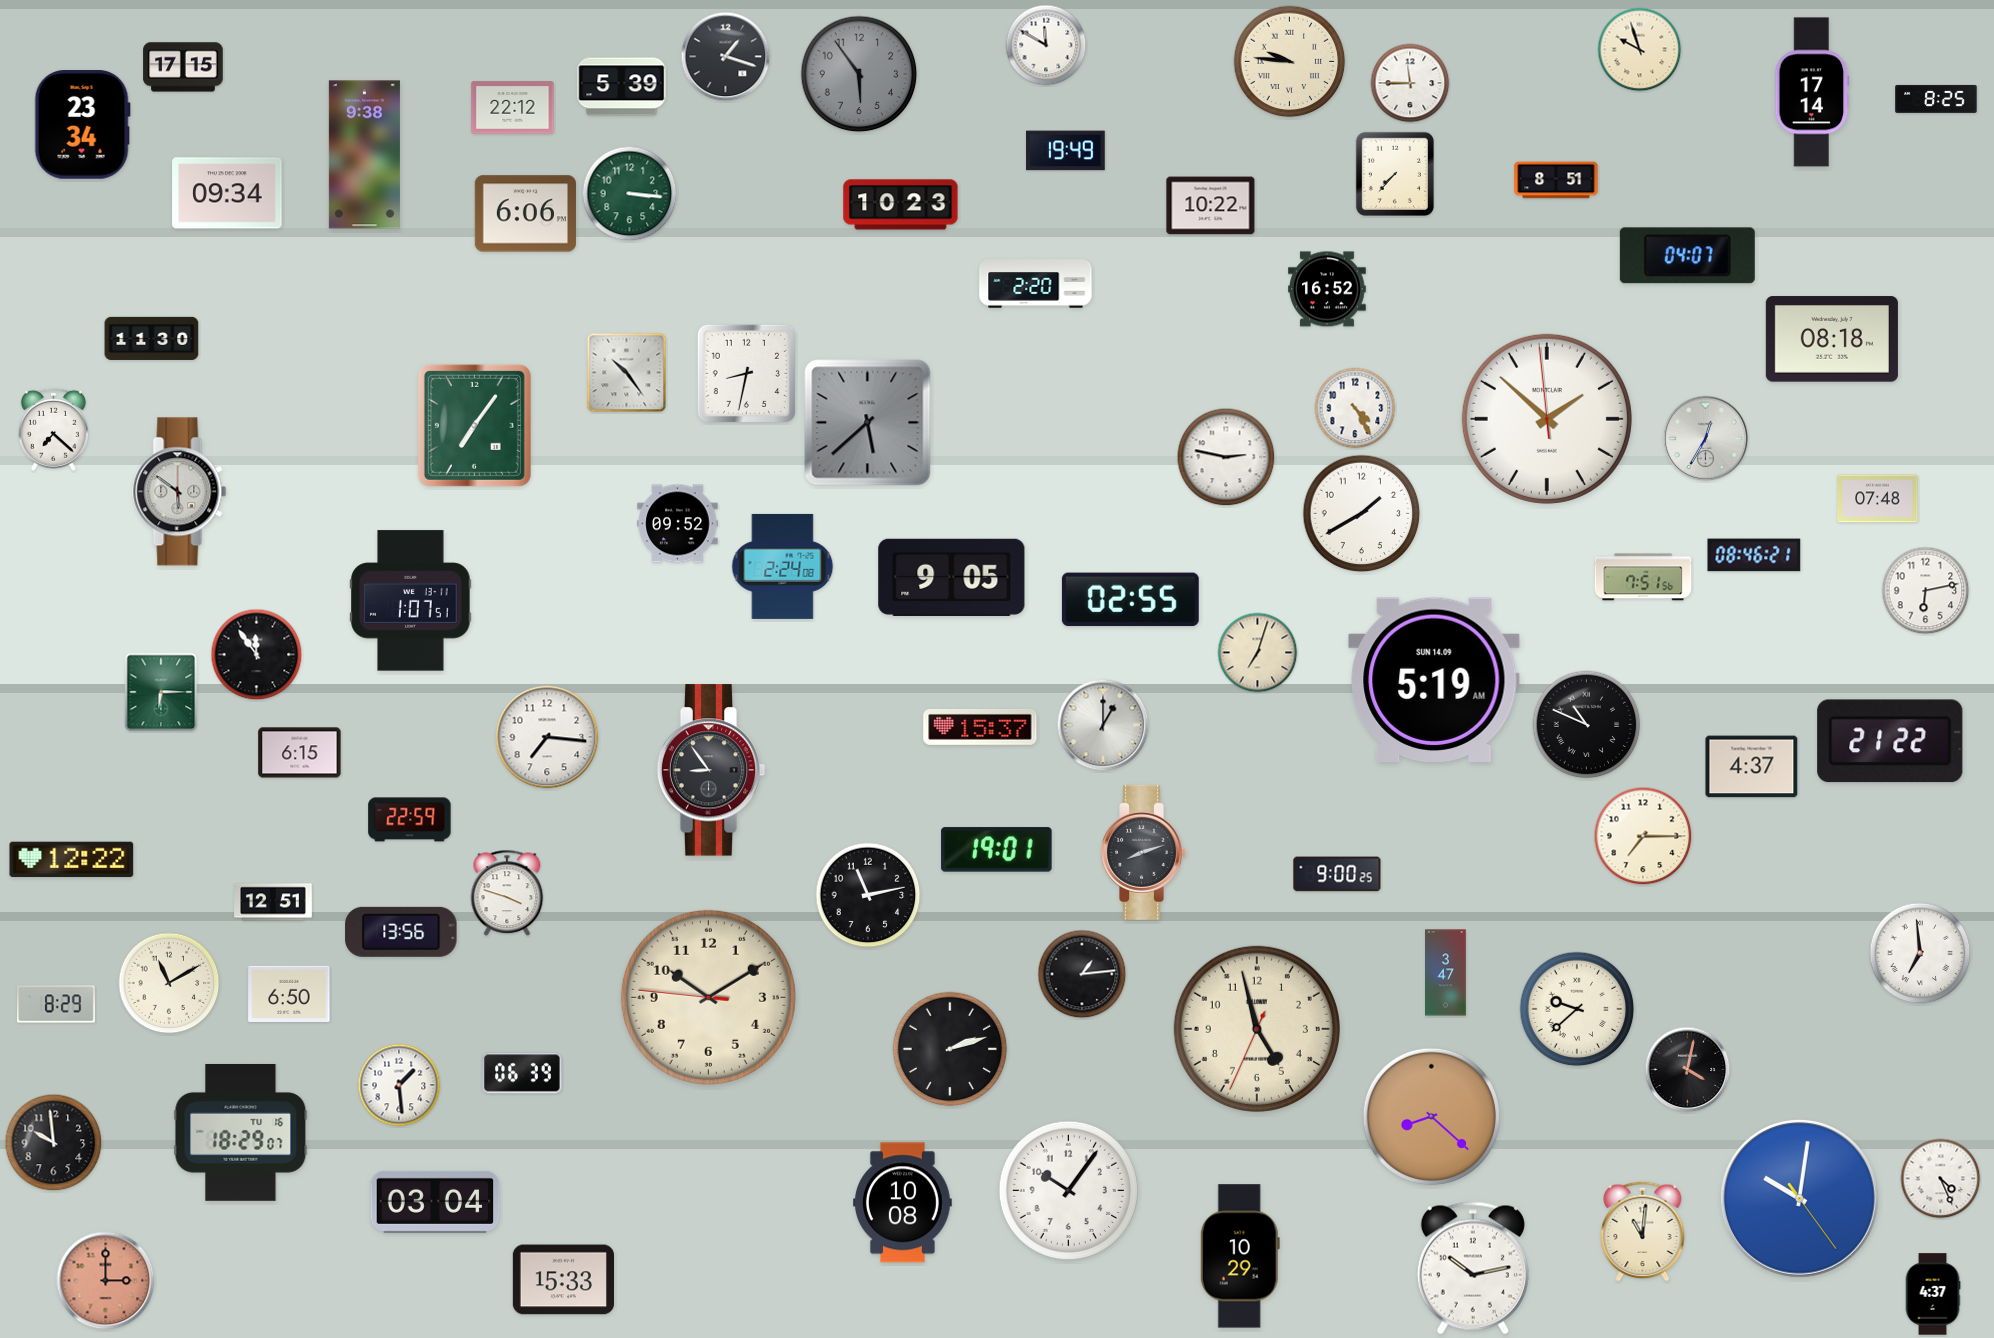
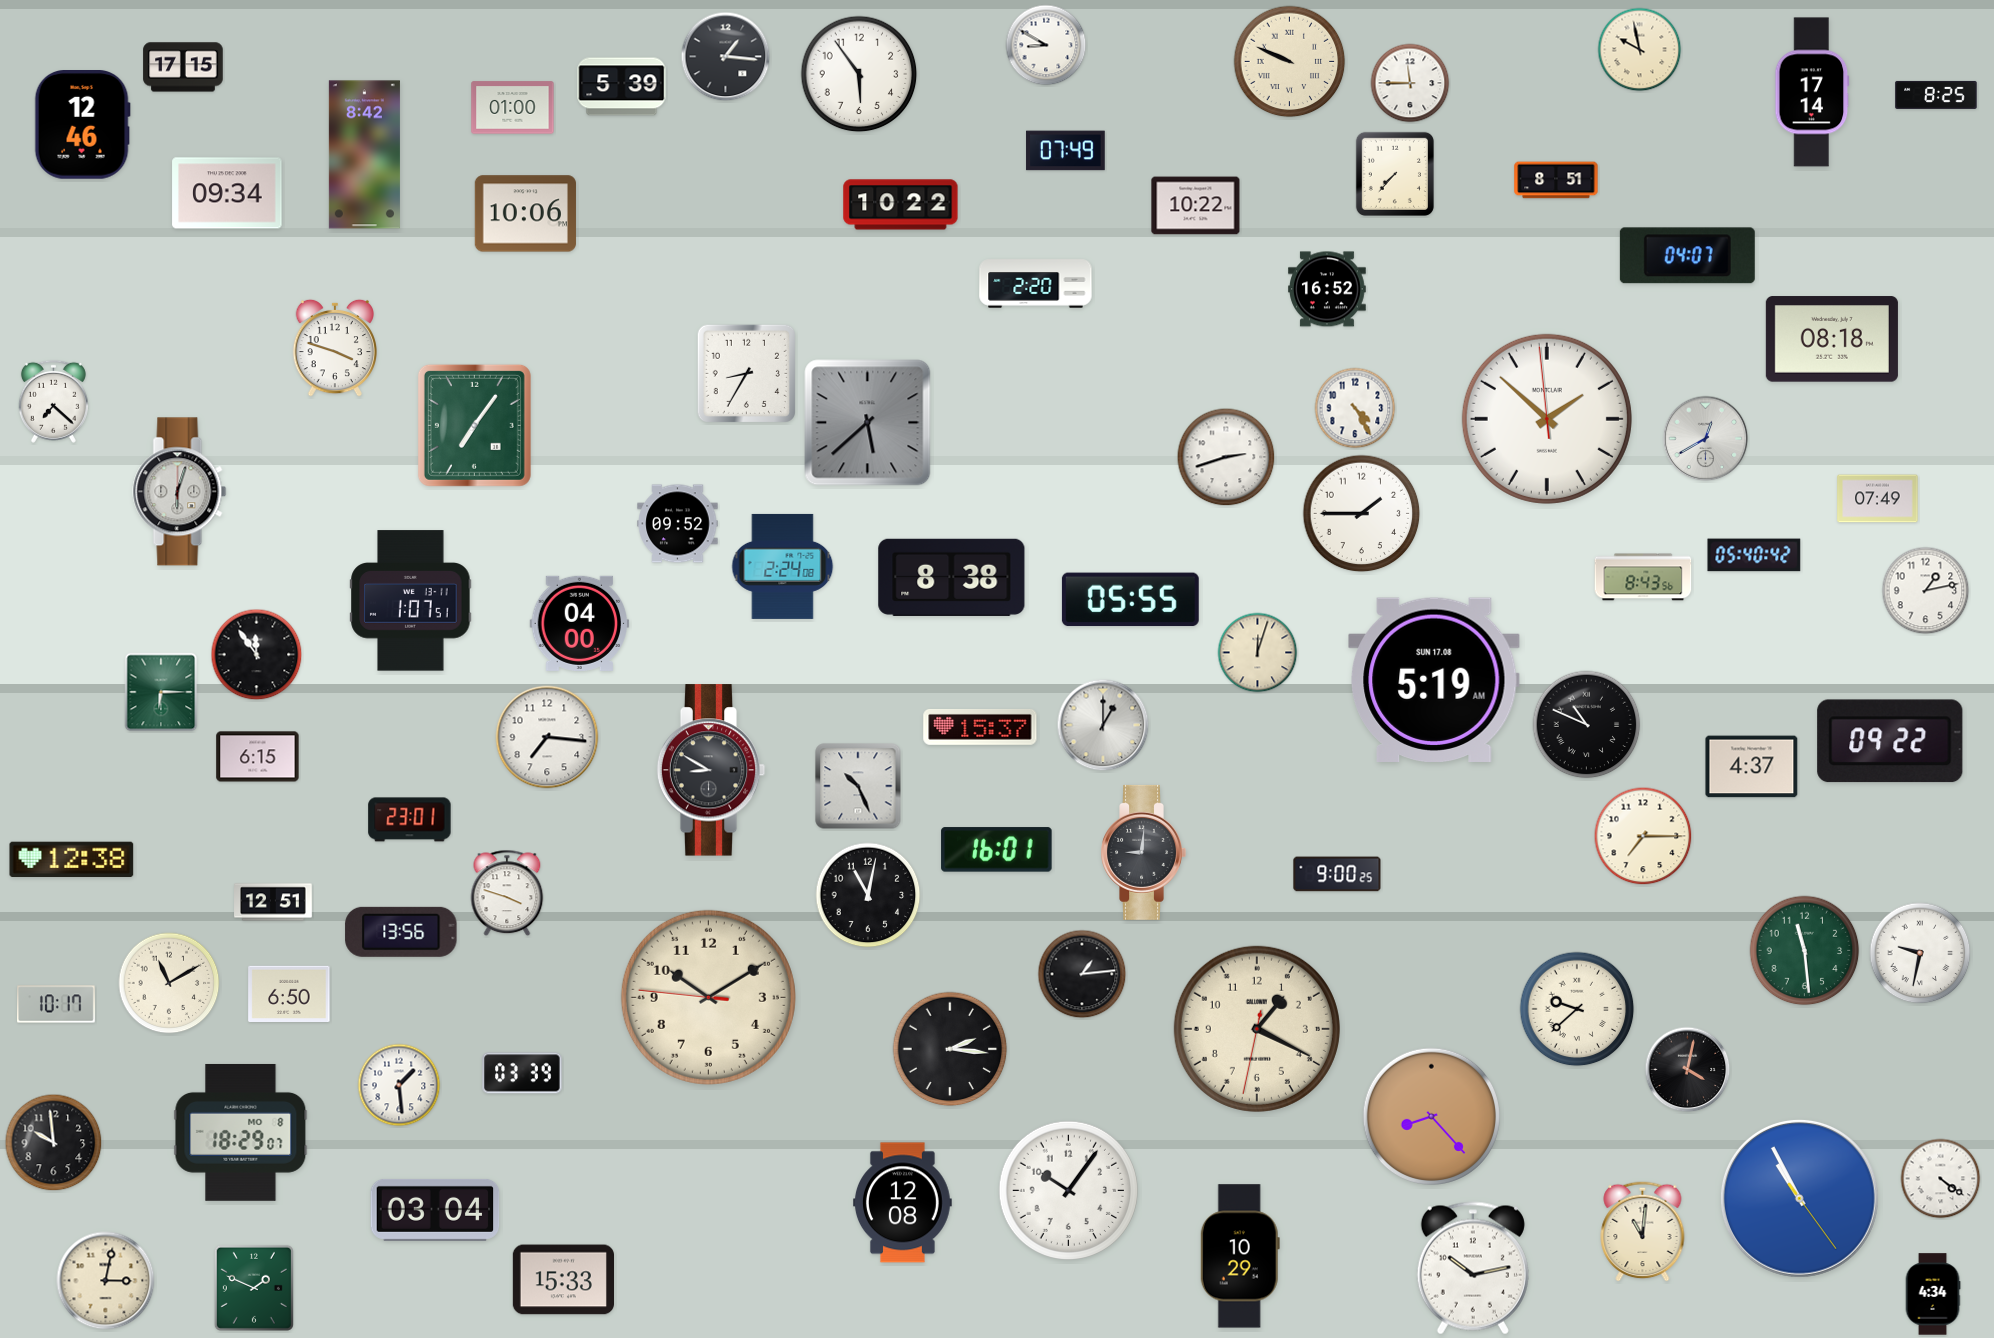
clock at (1046, 45): 11:50 -> 8:50
clock at (1640, 50): 9:57 -> 9:58
clock at (726, 57): 1:18 -> 1:16
clock at (1290, 62): 9:46 -> 9:49
clock at (859, 74) dial: grey -> white
clock at (1936, 99) position: (1936, 99) -> (1936, 95)
clock at (513, 108): 22:12 -> 01:00
clock at (82, 125): 23:34 -> 12:46
clock at (1066, 151): 19:49 -> 07:49
clock at (364, 155): 9:38 -> 8:42
clock at (630, 194): 3:16 -> none
clock at (901, 205): 10:23 -> 10:22
clock at (1211, 206) position: (1211, 206) -> (1196, 206)
clock at (525, 214): 6:06 -> 10:06
clock at (152, 338): 11:30 -> none
clock at (334, 348): none -> 3:48
clock at (627, 373): 10:24 -> none
clock at (746, 373): 8:32 -> 8:35
clock at (53, 429) position: (53, 429) -> (53, 401)
clock at (1706, 439): 12:35 -> 12:40
clock at (1226, 457): 2:47 -> 2:42
clock at (180, 492): 5:51 -> 6:03
clock at (1878, 499): 07:48 -> 07:49
clock at (1362, 514): 1:40 -> 1:45
clock at (1754, 555): 08:46 -> 05:40
clock at (952, 577): 9:05 -> 8:38
clock at (1643, 577): 7:51 -> 8:43
clock at (1926, 591): 6:13 -> 1:13
clock at (1130, 600): 02:55 -> 05:55
clock at (580, 623): none -> 04:00
clock at (1258, 653): 7:03 -> 12:03
clock at (1434, 680) date: SUN 14.09 -> SUN 17.08
clock at (1890, 741): 21:22 -> 09:22
clock at (300, 753) position: (300, 753) -> (258, 757)
clock at (711, 770): 8:54 -> 8:50
clock at (858, 786): none -> 10:26
clock at (410, 820): 22:59 -> 23:01
clock at (997, 850): 19:01 -> 16:01
clock at (1143, 852): 8:12 -> 9:01
clock at (72, 859): 12:22 -> 12:38
clock at (868, 895): 11:13 -> 11:02
clock at (1805, 951): none -> 11:29
clock at (1920, 953): 6:59 -> 9:32
clock at (1446, 973): 3:47 -> none
clock at (56, 1004): 8:29 -> 10:17
clock at (1257, 1029): 4:57 -> 1:19
clock at (950, 1049): 2:12 -> 2:16
clock at (522, 1073): 06:39 -> 03:39
clock at (1431, 1116): 8:22 -> 8:23
clock at (241, 1132) date: TU 16 -> MO 8
clock at (1941, 1179): 4:26 -> 4:21
clock at (1799, 1198): 10:01 -> 10:55
clock at (435, 1202) position: (435, 1202) -> (435, 1210)
clock at (903, 1203): 10:08 -> 12:08
clock at (106, 1281): 3:00 -> 3:02
clock at (106, 1281) dial: salmon -> cream
clock at (254, 1288): none -> 1:49
clock at (1933, 1294): 4:37 -> 4:34
